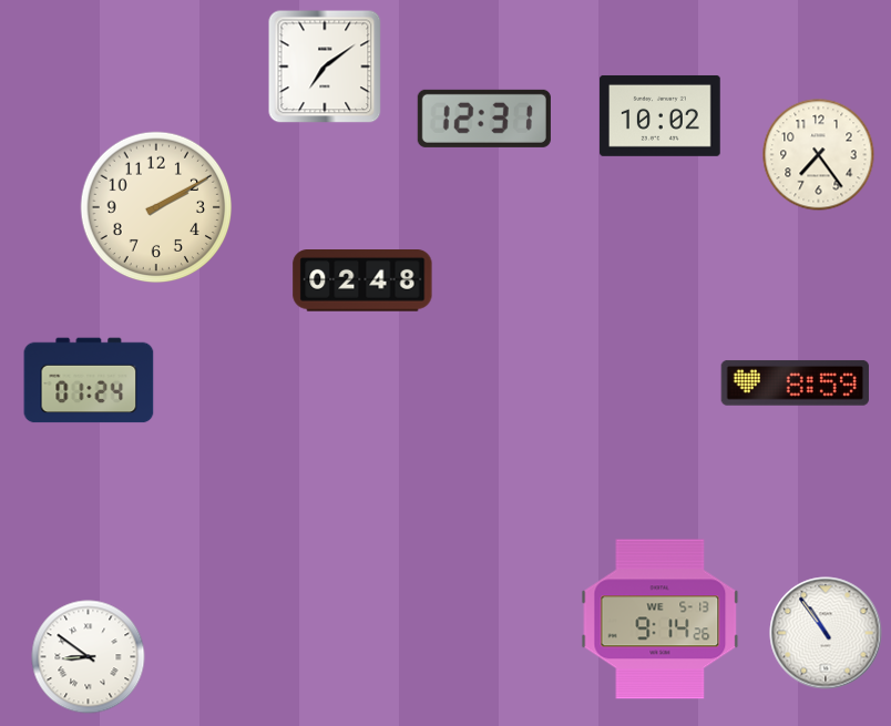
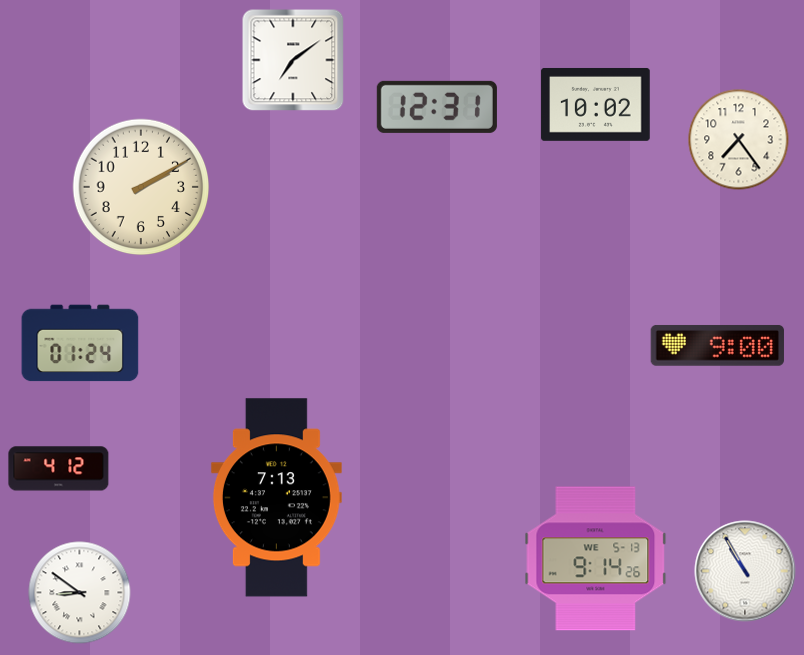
clock at (362, 282): 02:48 -> none
clock at (795, 382): 8:59 -> 9:00
clock at (59, 469): none -> 4:12
clock at (276, 498): none -> 7:13
clock at (826, 633): 10:54 -> 10:55
